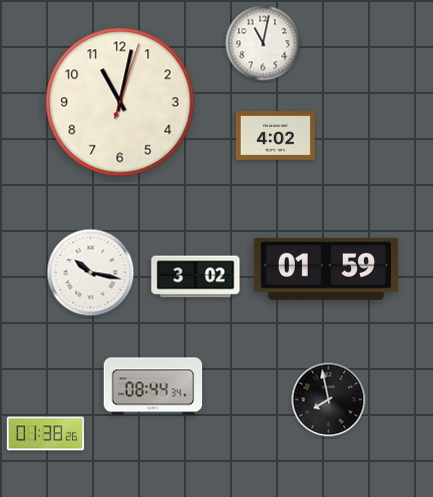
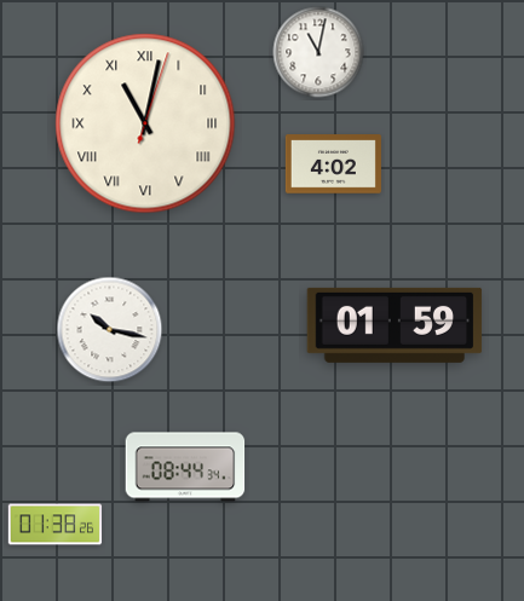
clock at (120, 102) numerals: Arabic -> Roman
clock at (196, 277): 3:02 -> none
clock at (329, 400): 7:58 -> none
